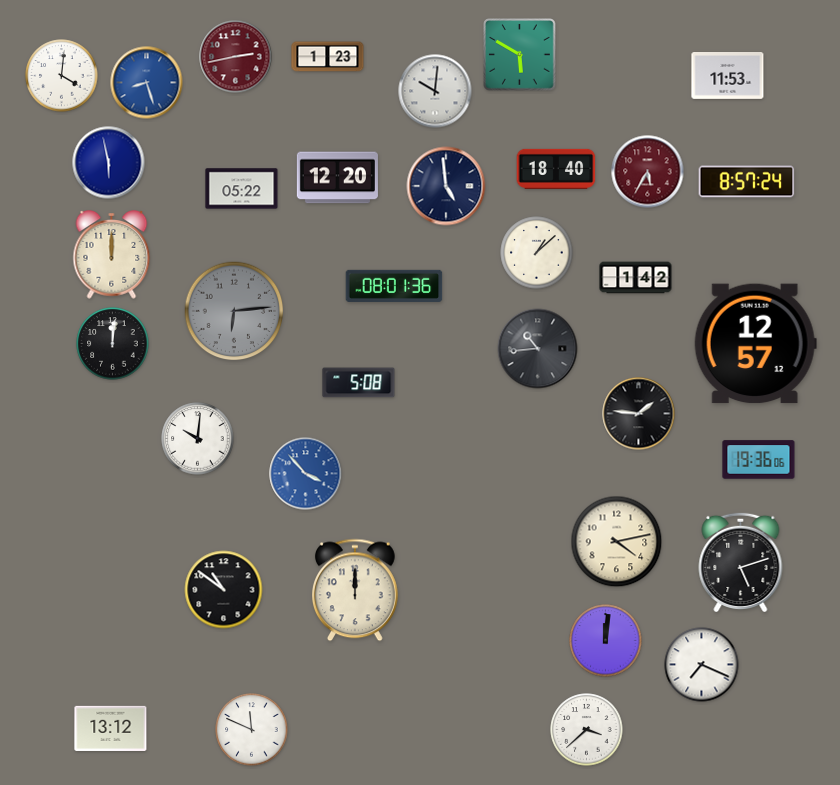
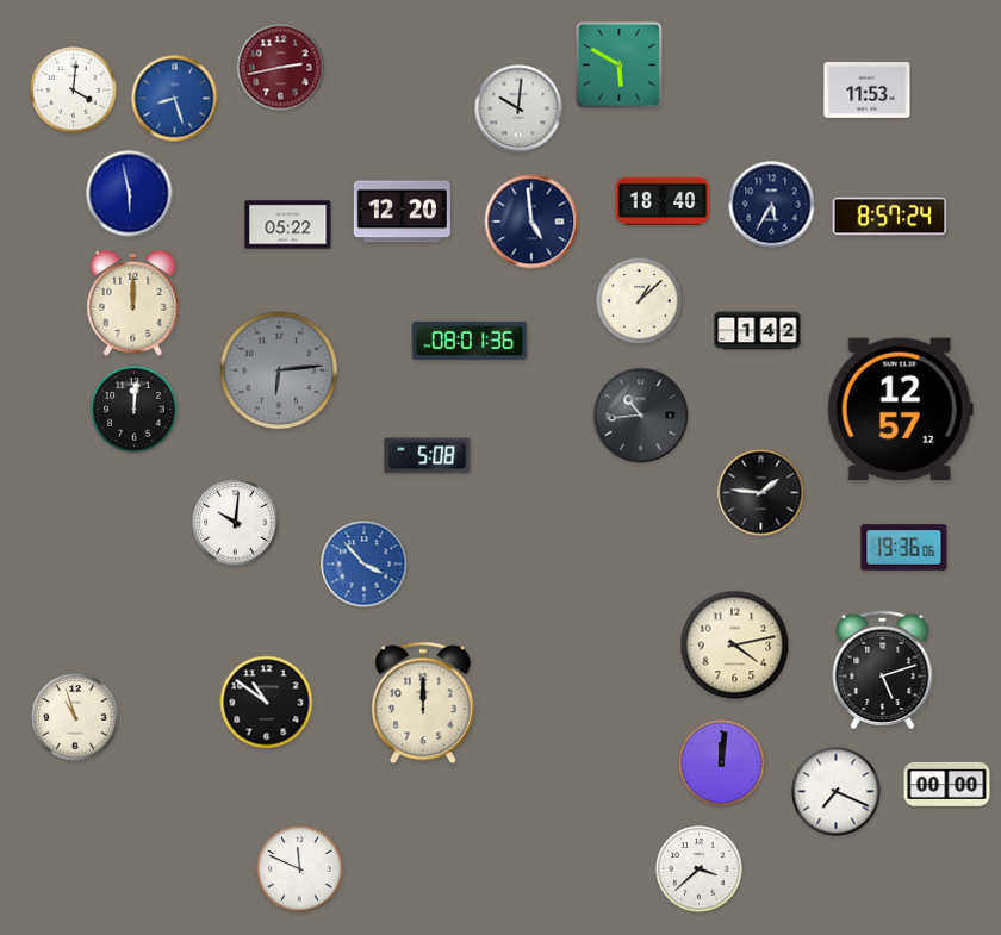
clock at (328, 57): 1:23 -> none
clock at (648, 172) dial: burgundy -> navy
clock at (75, 717): none -> 10:57
clock at (947, 784): none -> 00:00
clock at (111, 728): 13:12 -> none
